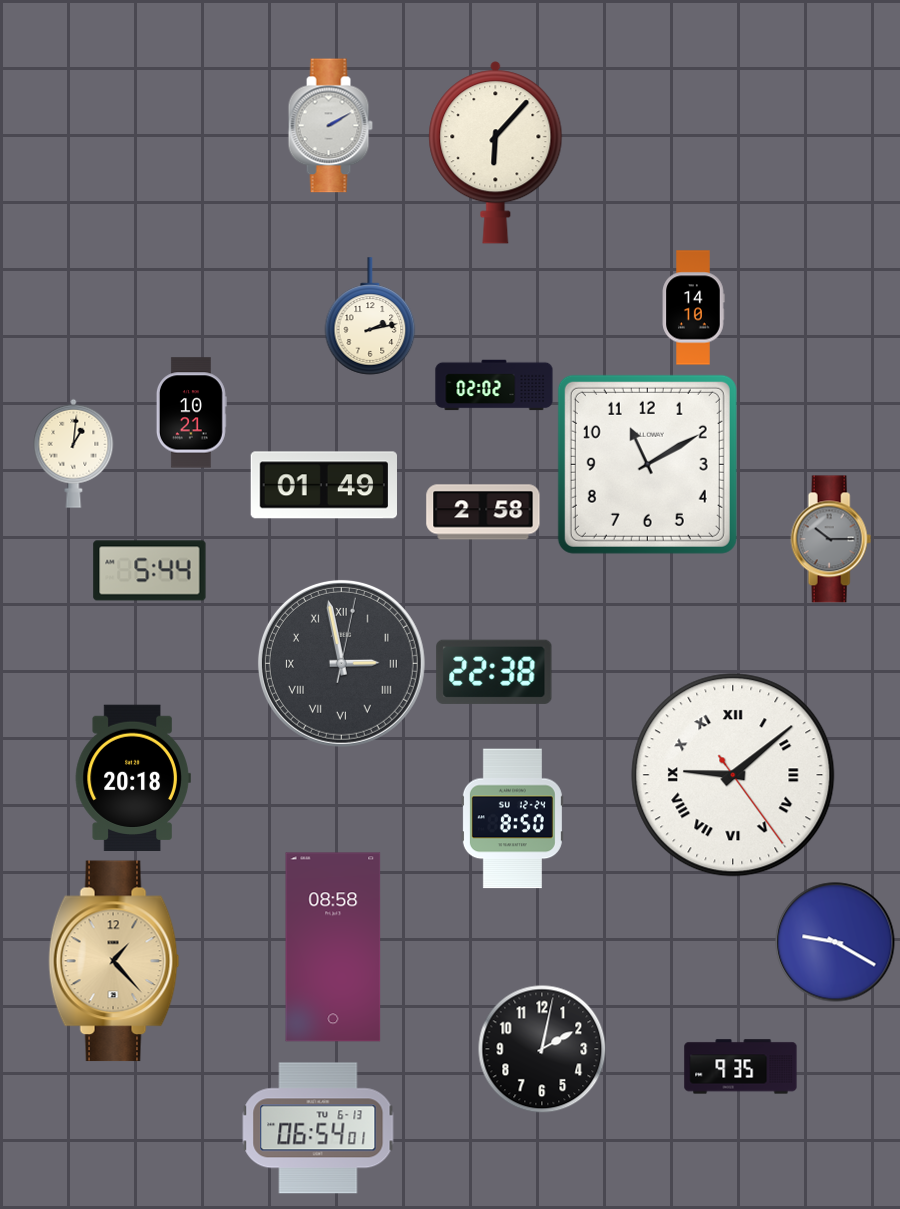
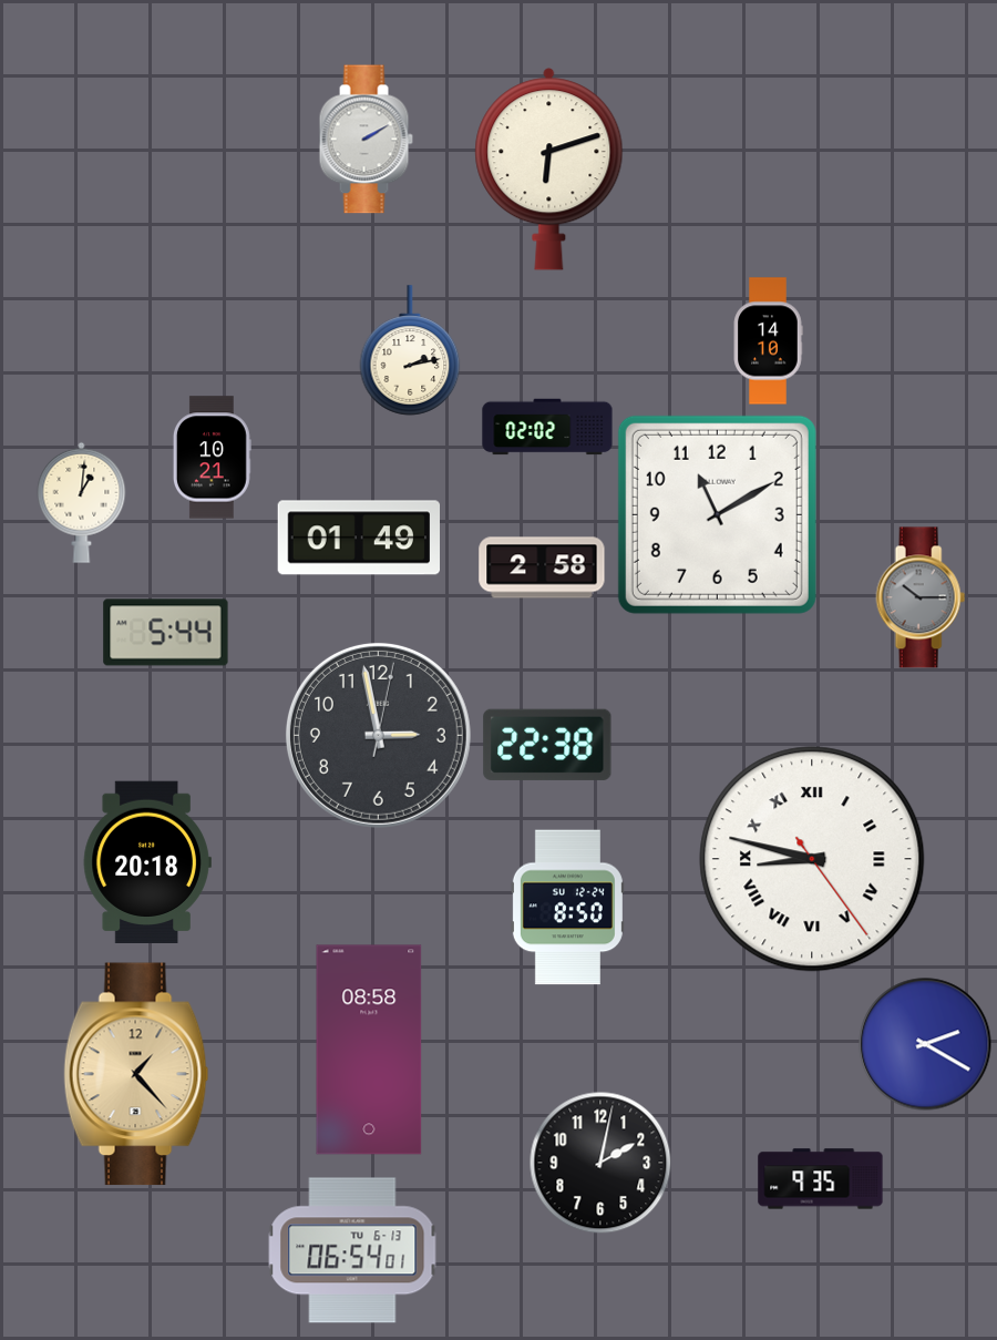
clock at (496, 153): 6:07 -> 6:12
clock at (483, 512) position: (483, 512) -> (542, 567)
clock at (341, 663) numerals: Roman -> Arabic
clock at (733, 775): 9:08 -> 8:47
clock at (835, 942): 9:20 -> 2:20
clock at (114, 961) position: (114, 961) -> (136, 1074)
clock at (741, 1067) position: (741, 1067) -> (821, 1179)
